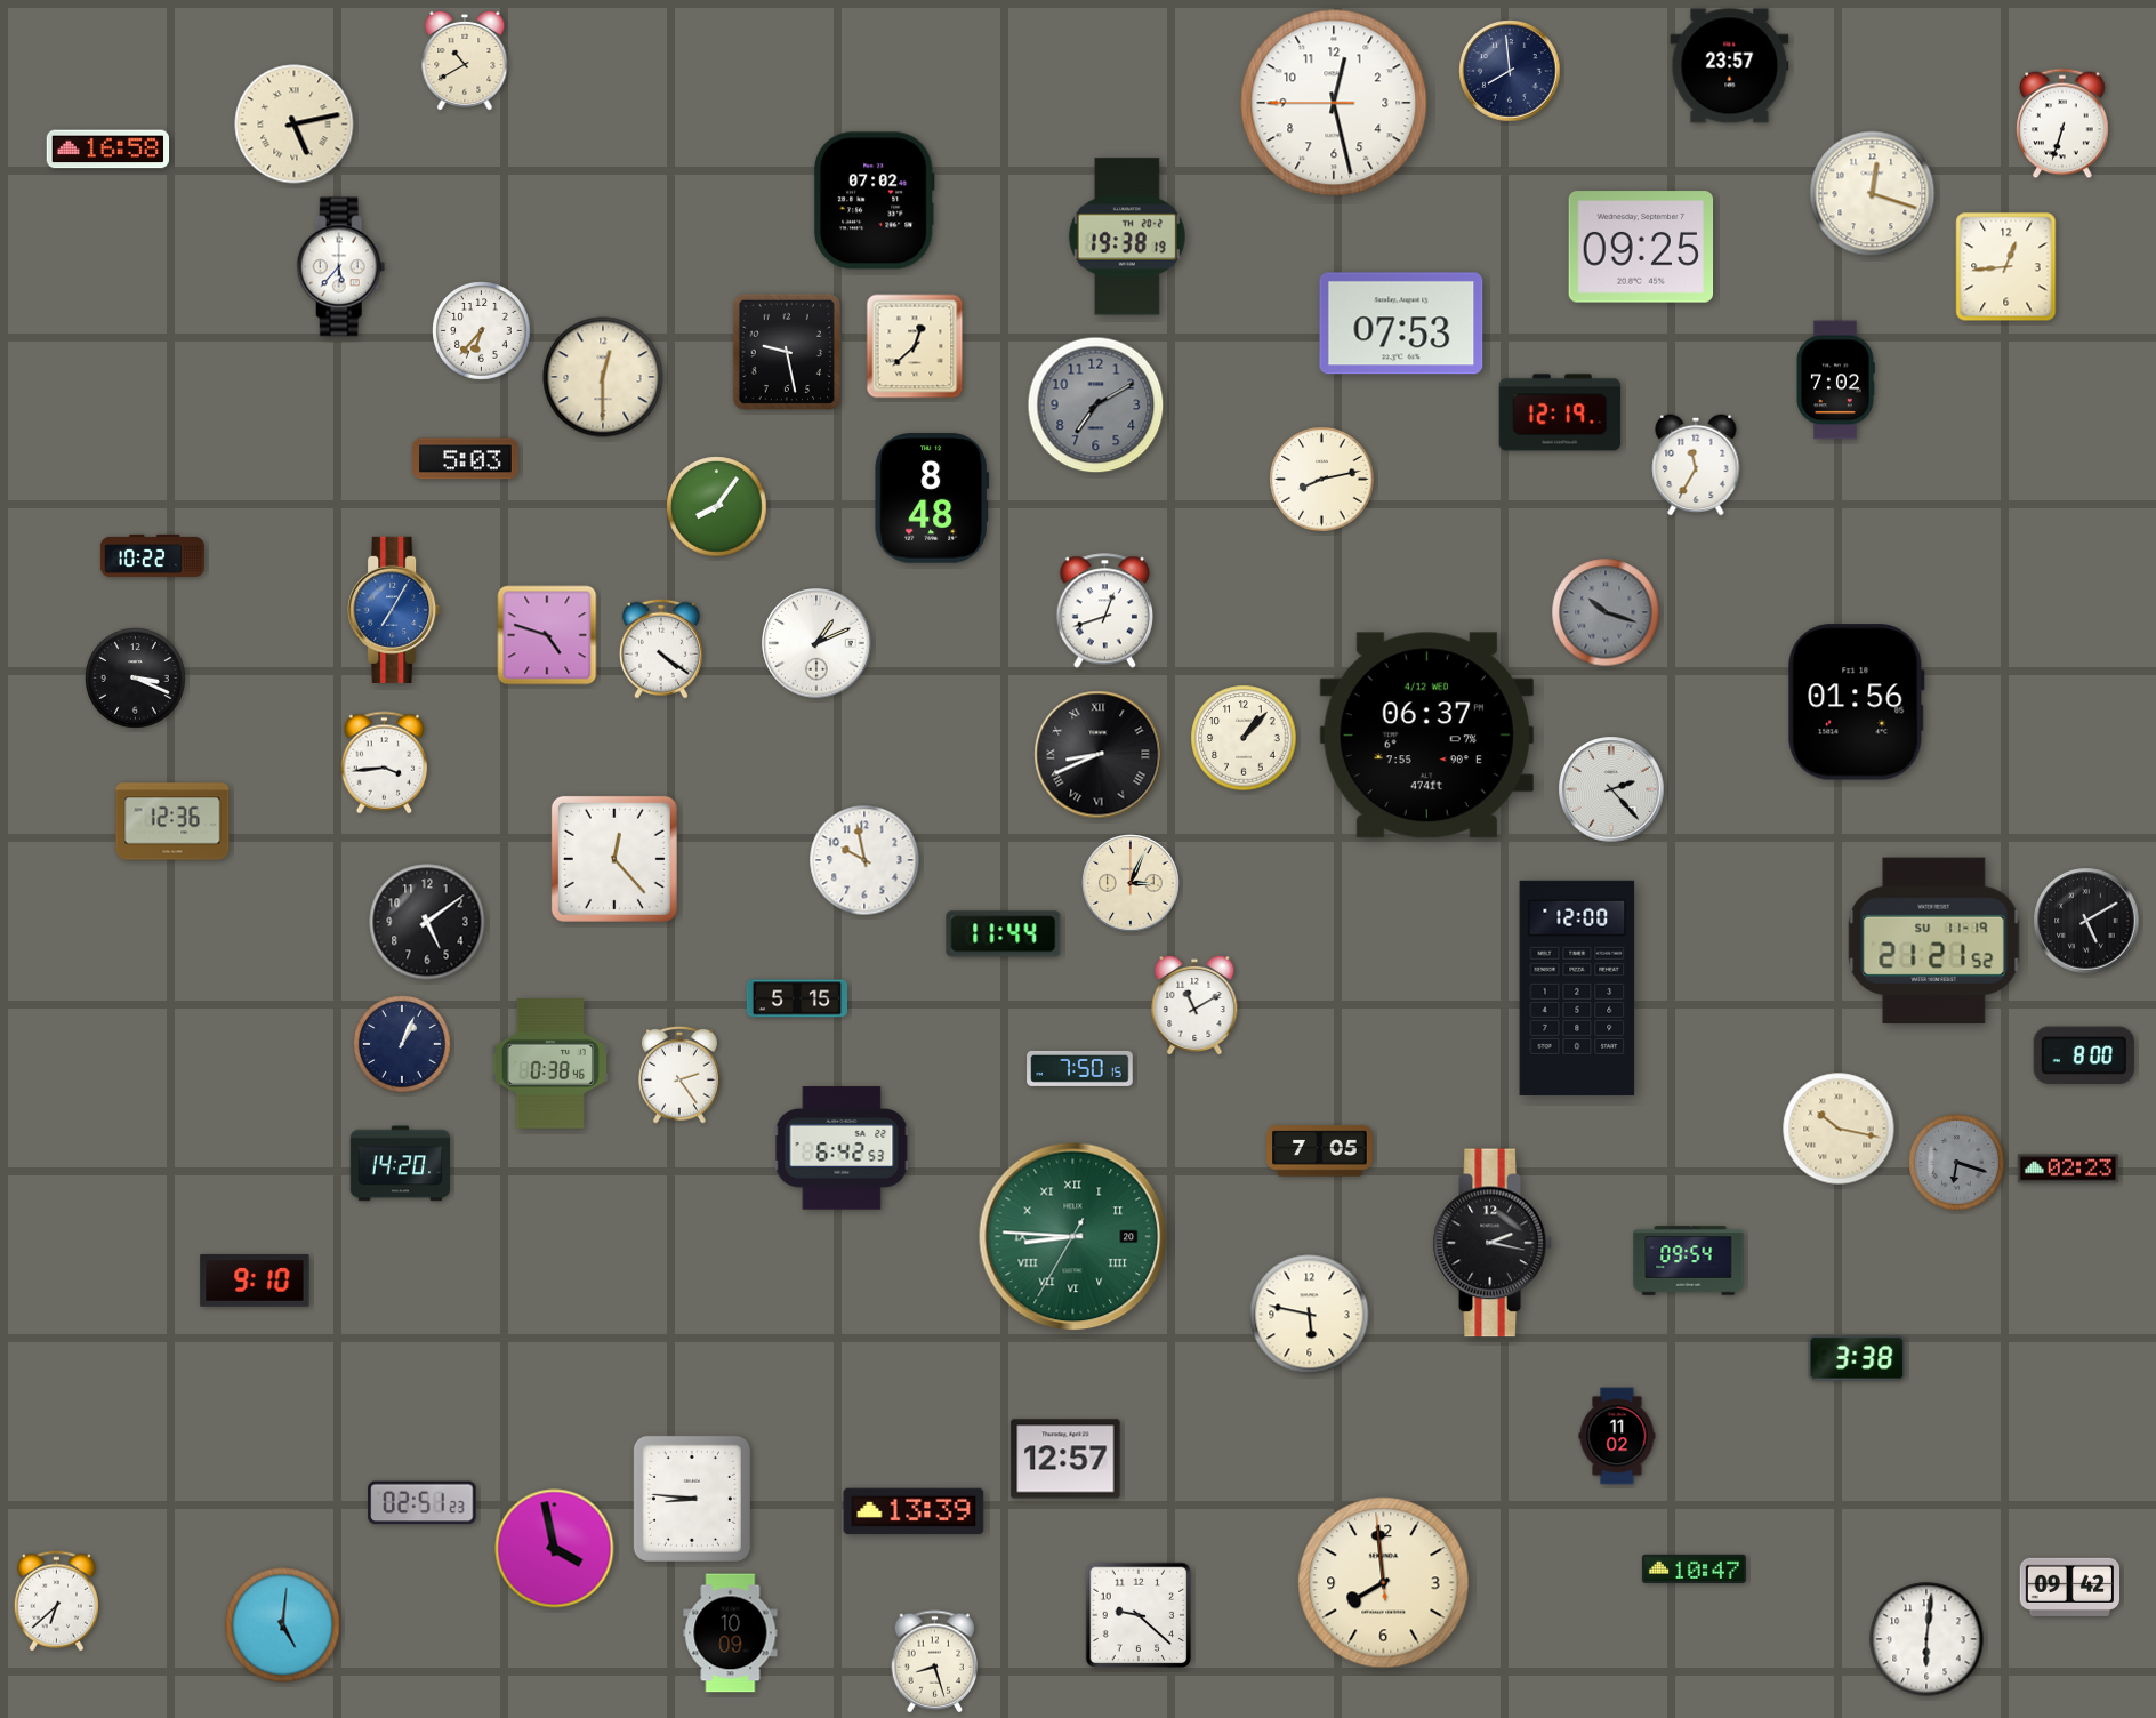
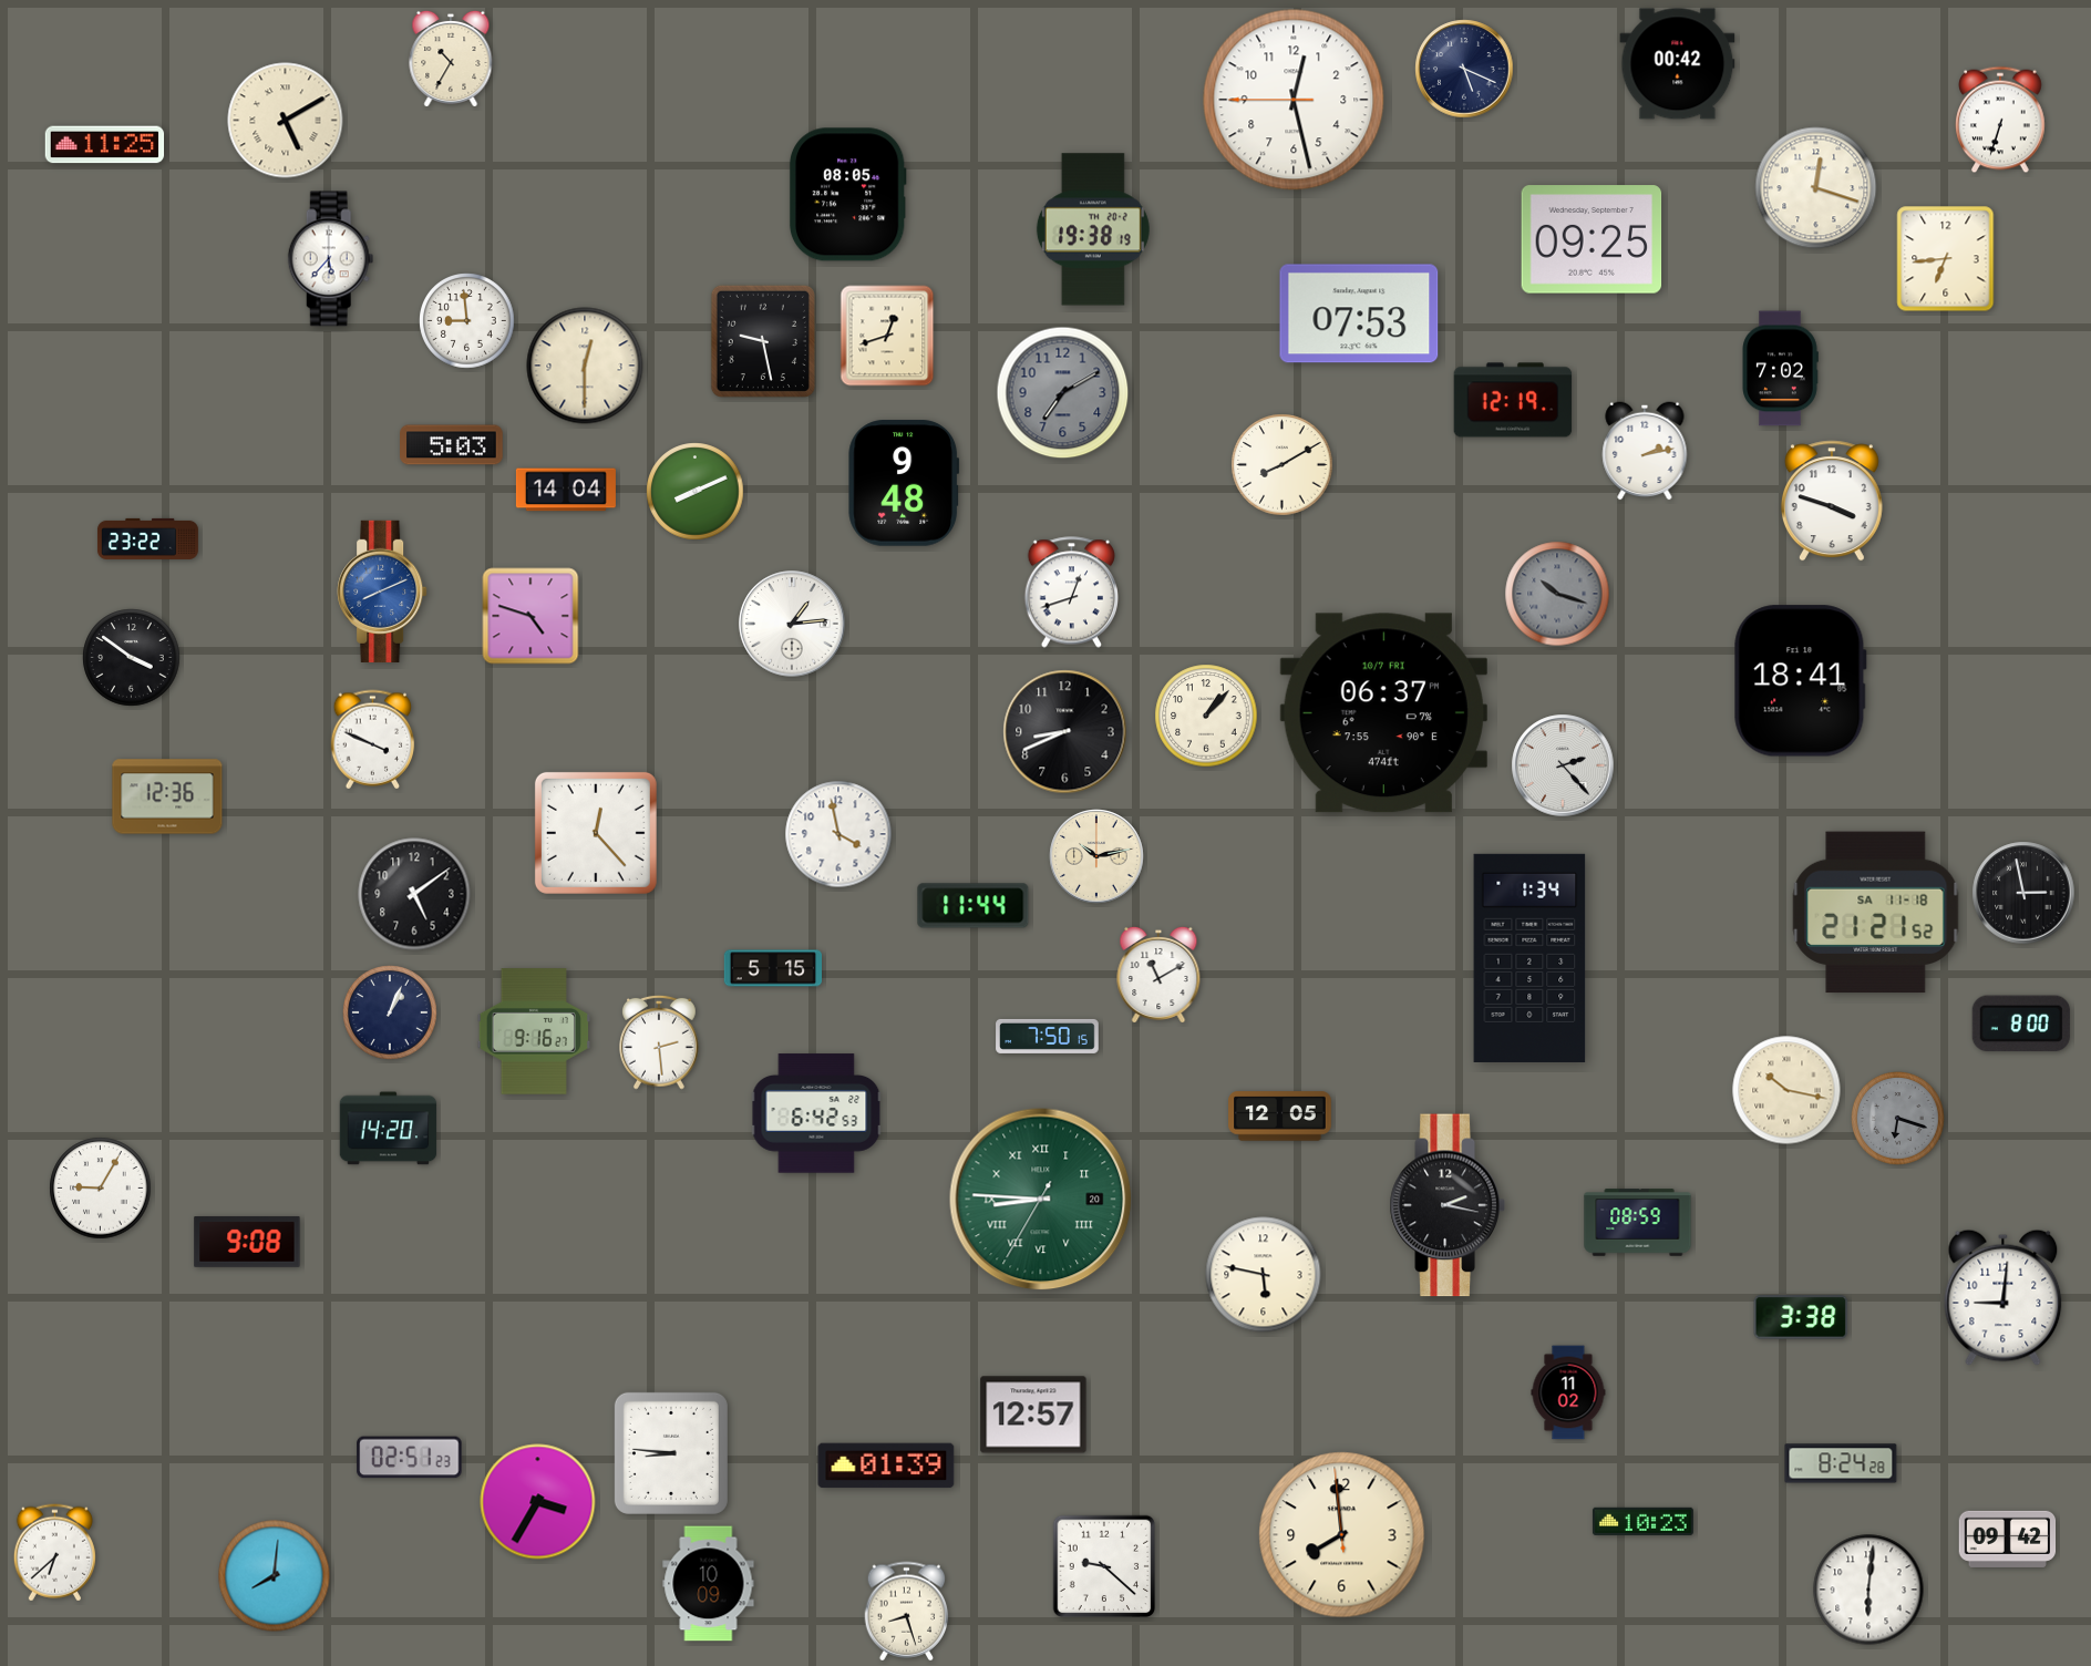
clock at (465, 59): 10:40 -> 10:35
clock at (1730, 66): 23:57 -> 00:42
clock at (1510, 71): 7:59 -> 5:19
clock at (295, 125): 5:13 -> 5:10
clock at (108, 150): 16:58 -> 11:25
clock at (874, 201): 07:02 -> 08:05
clock at (2006, 267): 12:44 -> 6:44
clock at (482, 331): 6:37 -> 8:59
clock at (915, 346): 12:38 -> 12:42
clock at (1696, 465): 11:35 -> 2:13
clock at (1322, 480): 8:13 -> 8:10
clock at (932, 498): 8:48 -> 9:48
clock at (566, 490): none -> 14:04
clock at (717, 507): 8:06 -> 8:11
clock at (1832, 501): none -> 3:48
clock at (152, 555): 10:22 -> 23:22
clock at (394, 610): 7:05 -> 8:11
clock at (816, 643): 1:11 -> 1:14
clock at (661, 649): 4:21 -> none
clock at (136, 679): 3:19 -> 3:51
clock at (1856, 703): 01:56 -> 18:41
clock at (1426, 736) date: 4/12 WED -> 10/7 FRI
clock at (1099, 755) numerals: Roman -> Arabic
clock at (385, 763): 3:44 -> 3:49
clock at (864, 860): 9:58 -> 3:58
clock at (1131, 883): 3:04 -> 10:13
clock at (2086, 921): 5:10 -> 2:58
clock at (1934, 941) date: SU 11-19 -> SA 11-18
clock at (1577, 988): 12:00 -> 1:34
clock at (549, 1063): 0:38 -> 9:16
clock at (681, 1075): 2:24 -> 2:29
clock at (1839, 1129) position: (1839, 1129) -> (1786, 1090)
clock at (1320, 1151): 7:05 -> 12:05
clock at (1957, 1163) position: (1957, 1163) -> (1898, 1119)
clock at (2067, 1169): 02:23 -> none
clock at (101, 1189): none -> 9:05
clock at (1689, 1261): 09:54 -> 08:59
clock at (255, 1281): 9:10 -> 9:08
clock at (1310, 1315) position: (1310, 1315) -> (1264, 1275)
clock at (2004, 1297): none -> 9:01
clock at (1841, 1463): none -> 8:24
clock at (914, 1511): 13:39 -> 01:39
clock at (555, 1549): 3:58 -> 3:35
clock at (1694, 1568): 10:47 -> 10:23
clock at (283, 1625): 5:01 -> 8:01
